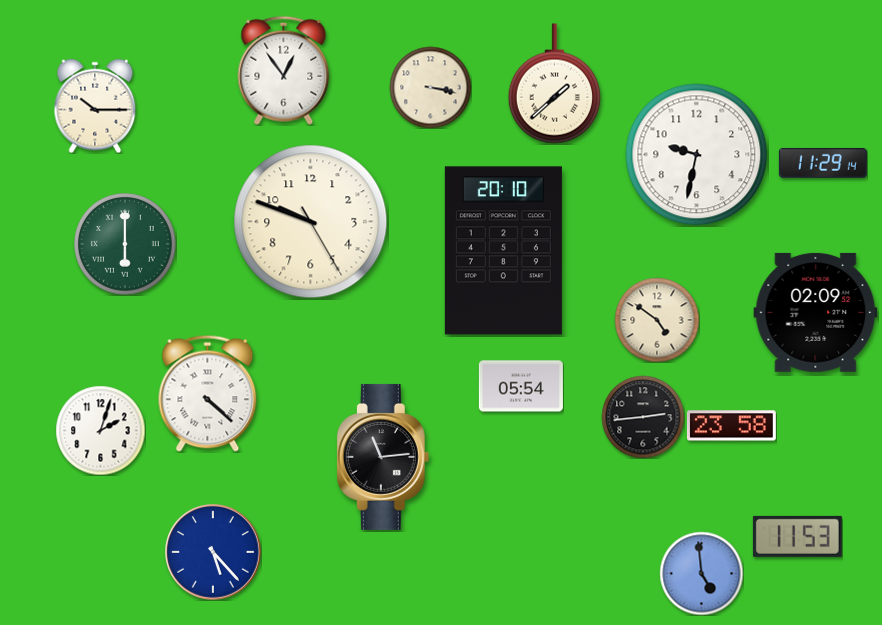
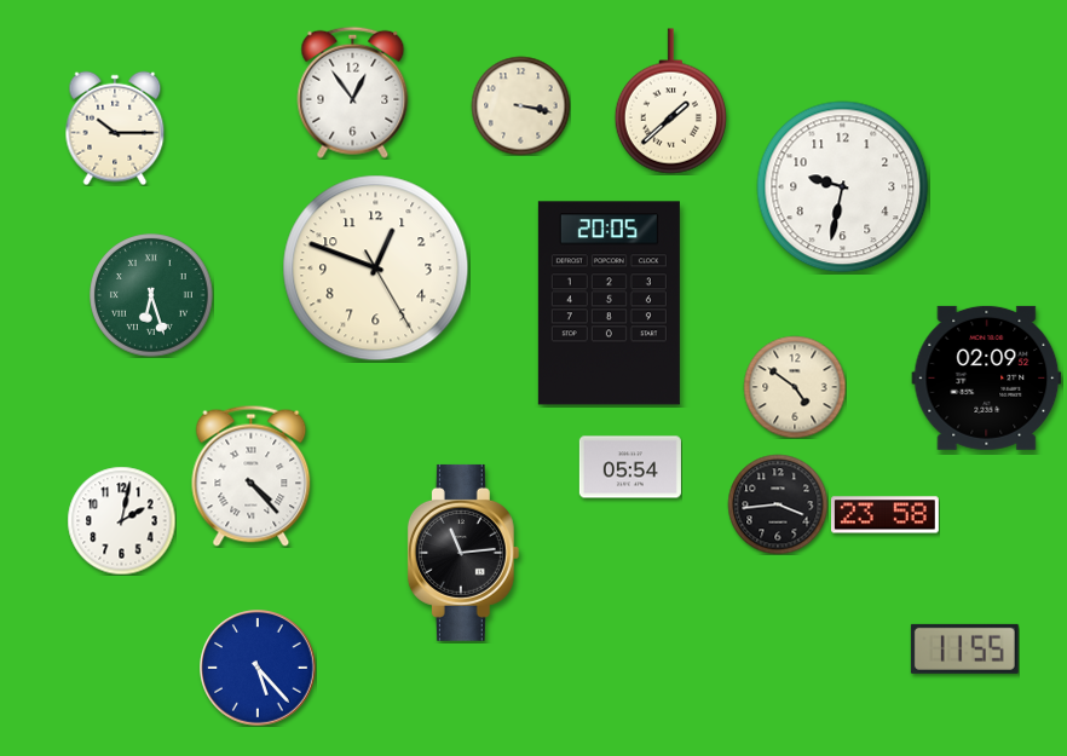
clock at (284, 70) position: (284, 70) -> (353, 92)
clock at (823, 163): 11:29 -> none
clock at (311, 222): 9:48 -> 12:48
clock at (125, 244): 6:00 -> 6:27
clock at (503, 251): 20:10 -> 20:05
clock at (208, 393): 4:22 -> 4:23
clock at (643, 417): 2:44 -> 3:44
clock at (100, 430): 2:03 -> 2:02
clock at (797, 536): 11:53 -> 11:55
clock at (701, 573): 4:59 -> none
